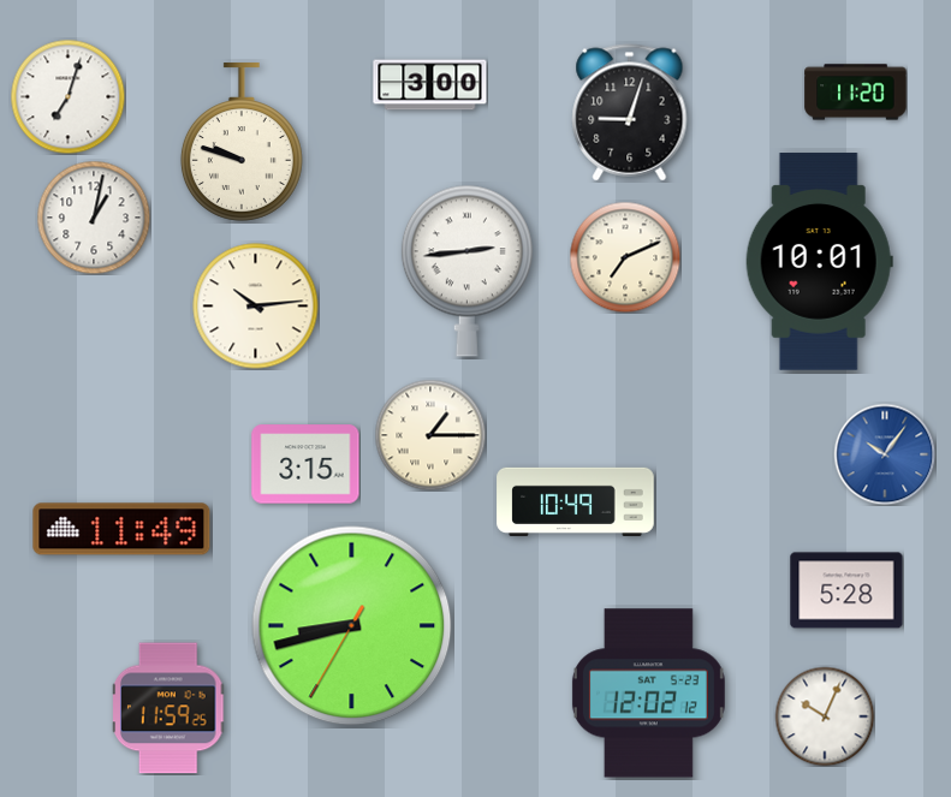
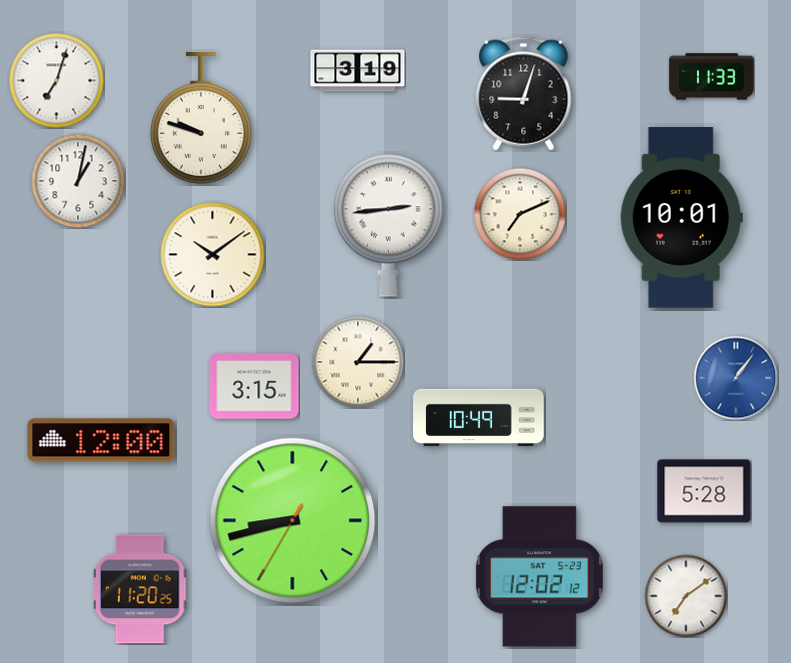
clock at (430, 85): 3:00 -> 3:19
clock at (856, 93): 11:20 -> 11:33
clock at (256, 307): 10:14 -> 10:09
clock at (885, 454): 10:06 -> 1:06
clock at (121, 529): 11:49 -> 12:00
clock at (170, 708): 11:59 -> 11:20
clock at (825, 716): 10:04 -> 7:09
